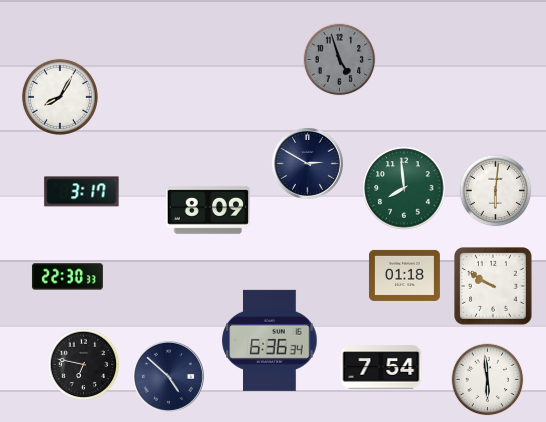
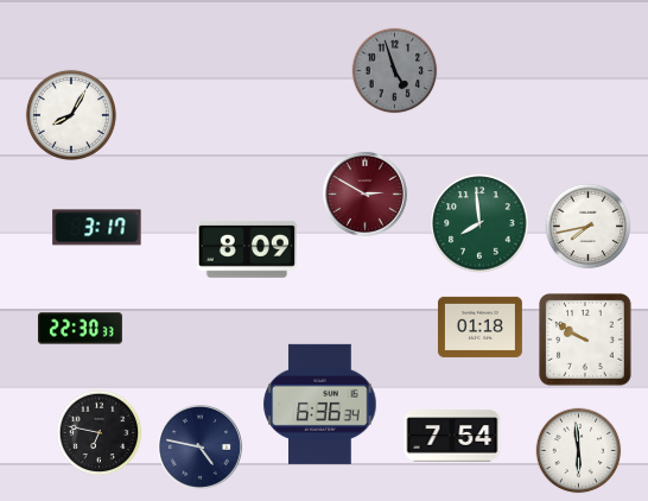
clock at (340, 60) position: (340, 60) -> (395, 71)
clock at (307, 163) dial: navy -> burgundy
clock at (496, 191): 6:01 -> 7:43
clock at (168, 376): 4:52 -> 4:47
